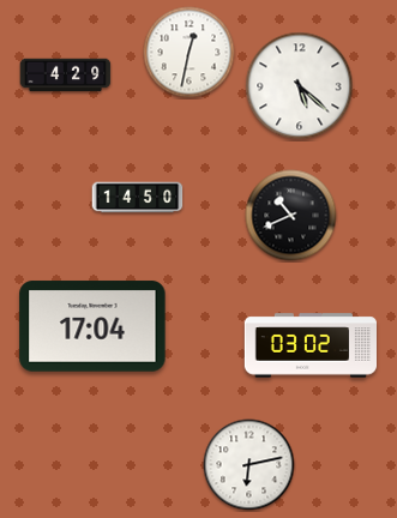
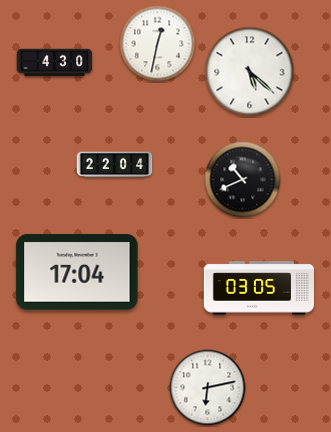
clock at (66, 76): 4:29 -> 4:30
clock at (138, 198): 14:50 -> 22:04
clock at (309, 345): 03:02 -> 03:05
